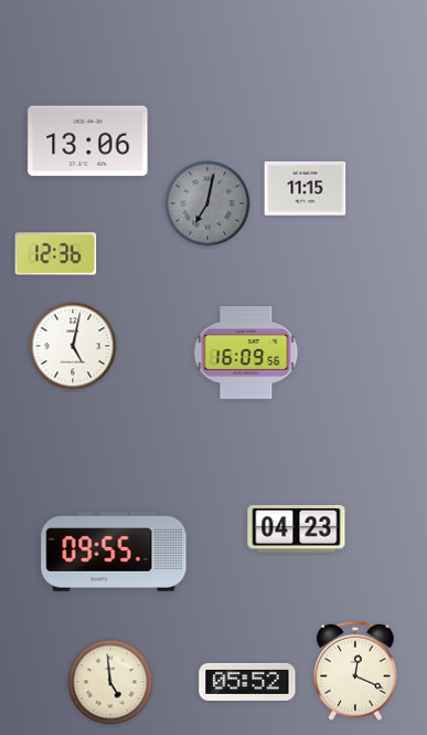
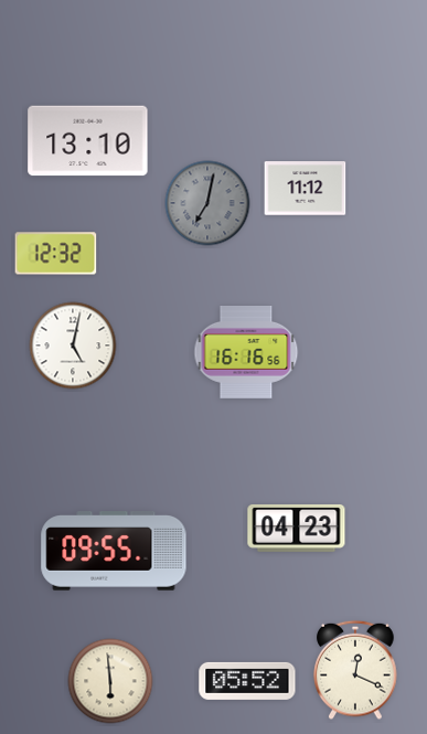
clock at (88, 141): 13:06 -> 13:10
clock at (306, 189): 11:15 -> 11:12
clock at (56, 254): 12:36 -> 12:32
clock at (246, 354): 16:09 -> 16:16
clock at (110, 682): 4:59 -> 5:59
